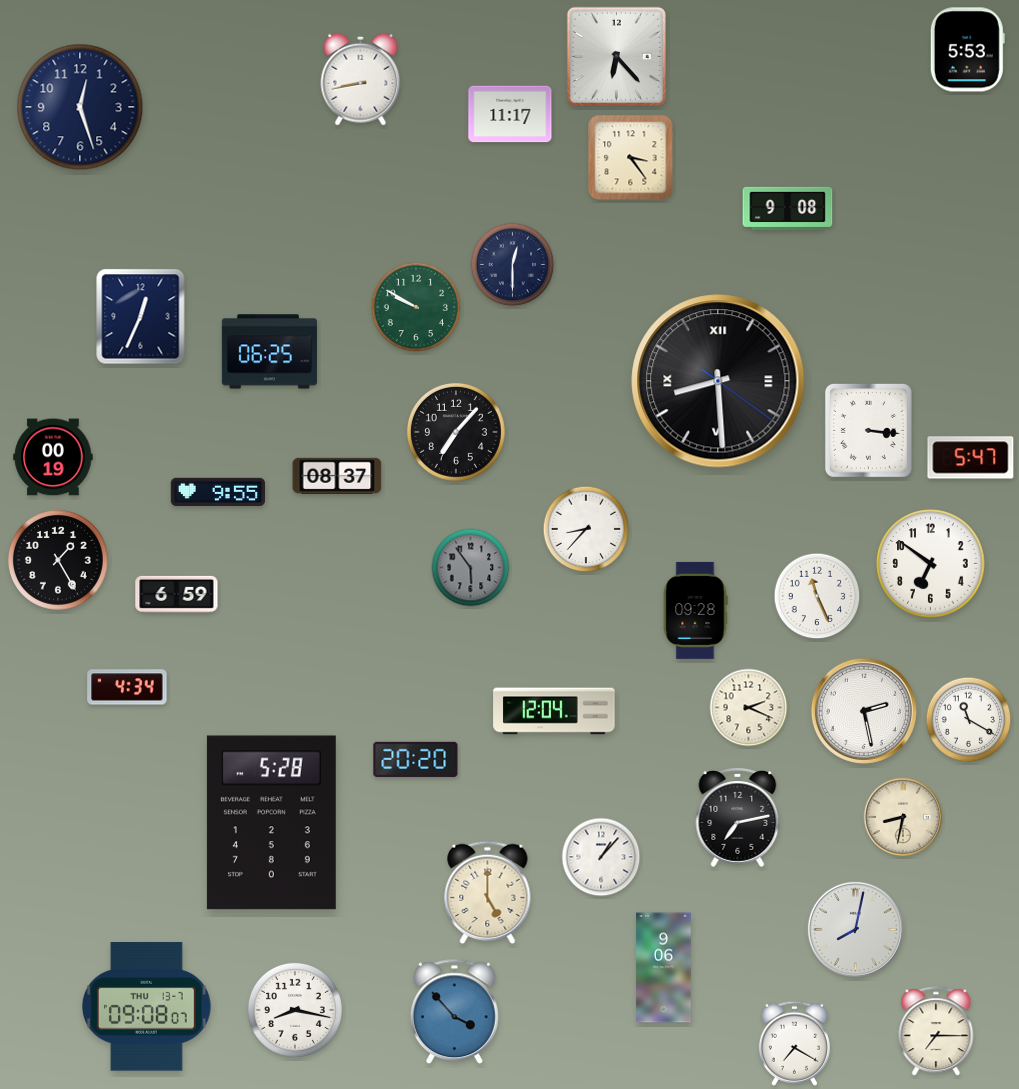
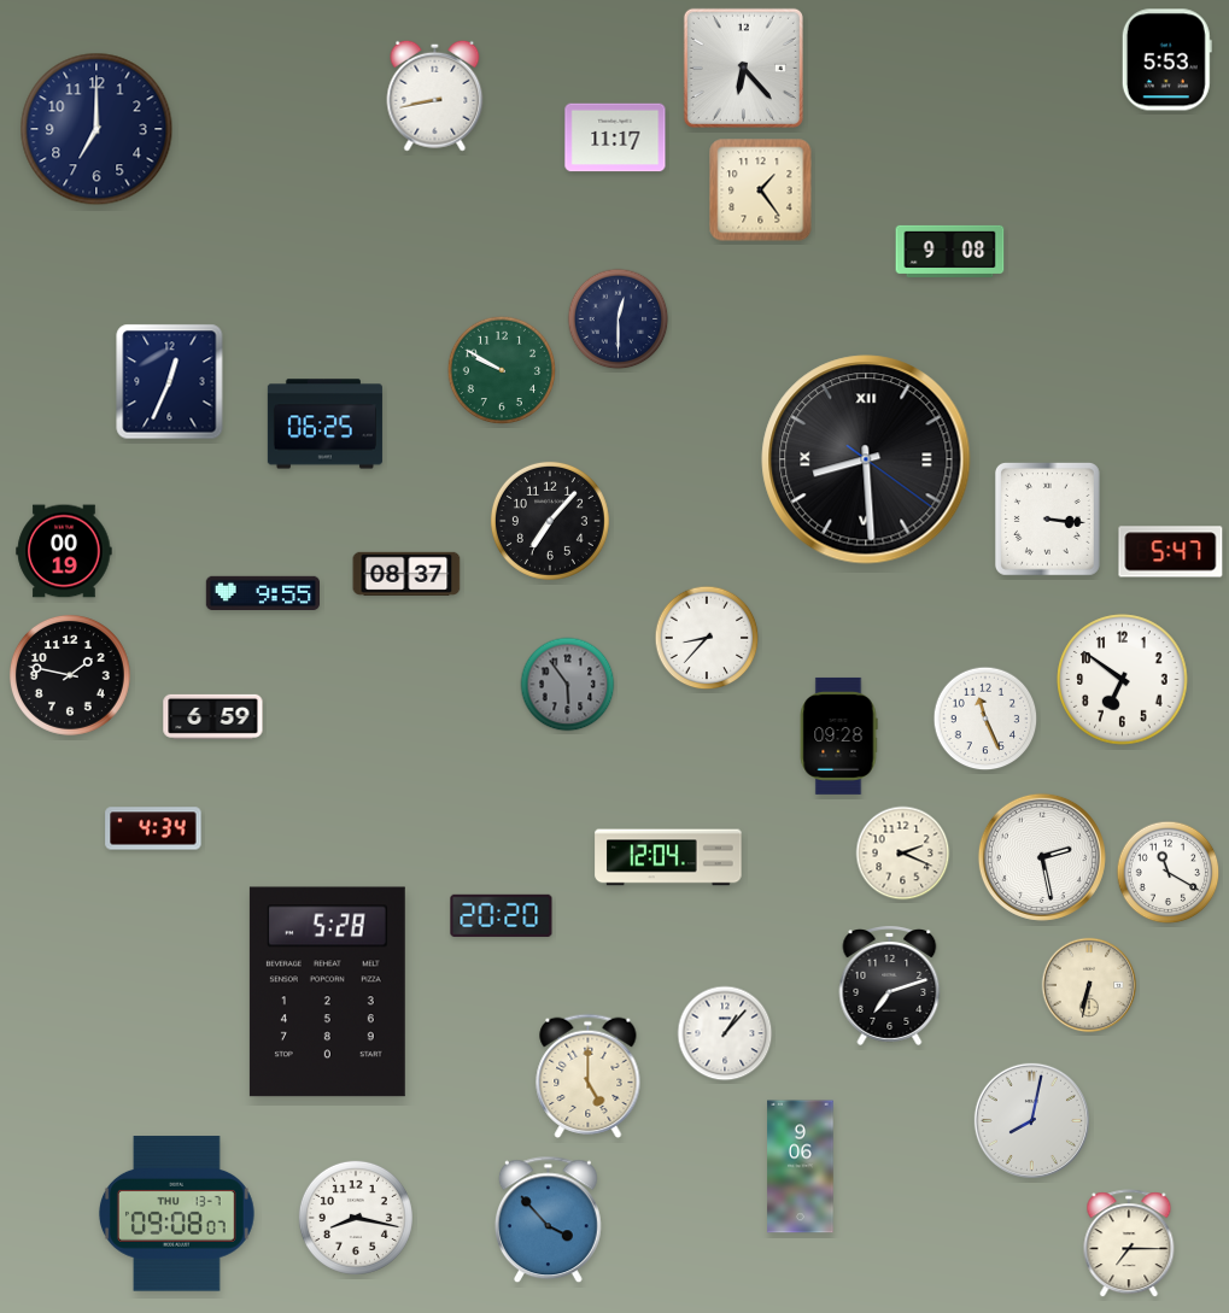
clock at (80, 107): 12:27 -> 7:00
clock at (631, 158): 3:24 -> 1:24
clock at (58, 560): 1:25 -> 1:47
clock at (969, 720) position: (969, 720) -> (1169, 873)
clock at (738, 817): 7:13 -> 7:12
clock at (903, 817): 8:32 -> 6:32
clock at (794, 1043): 7:20 -> none
